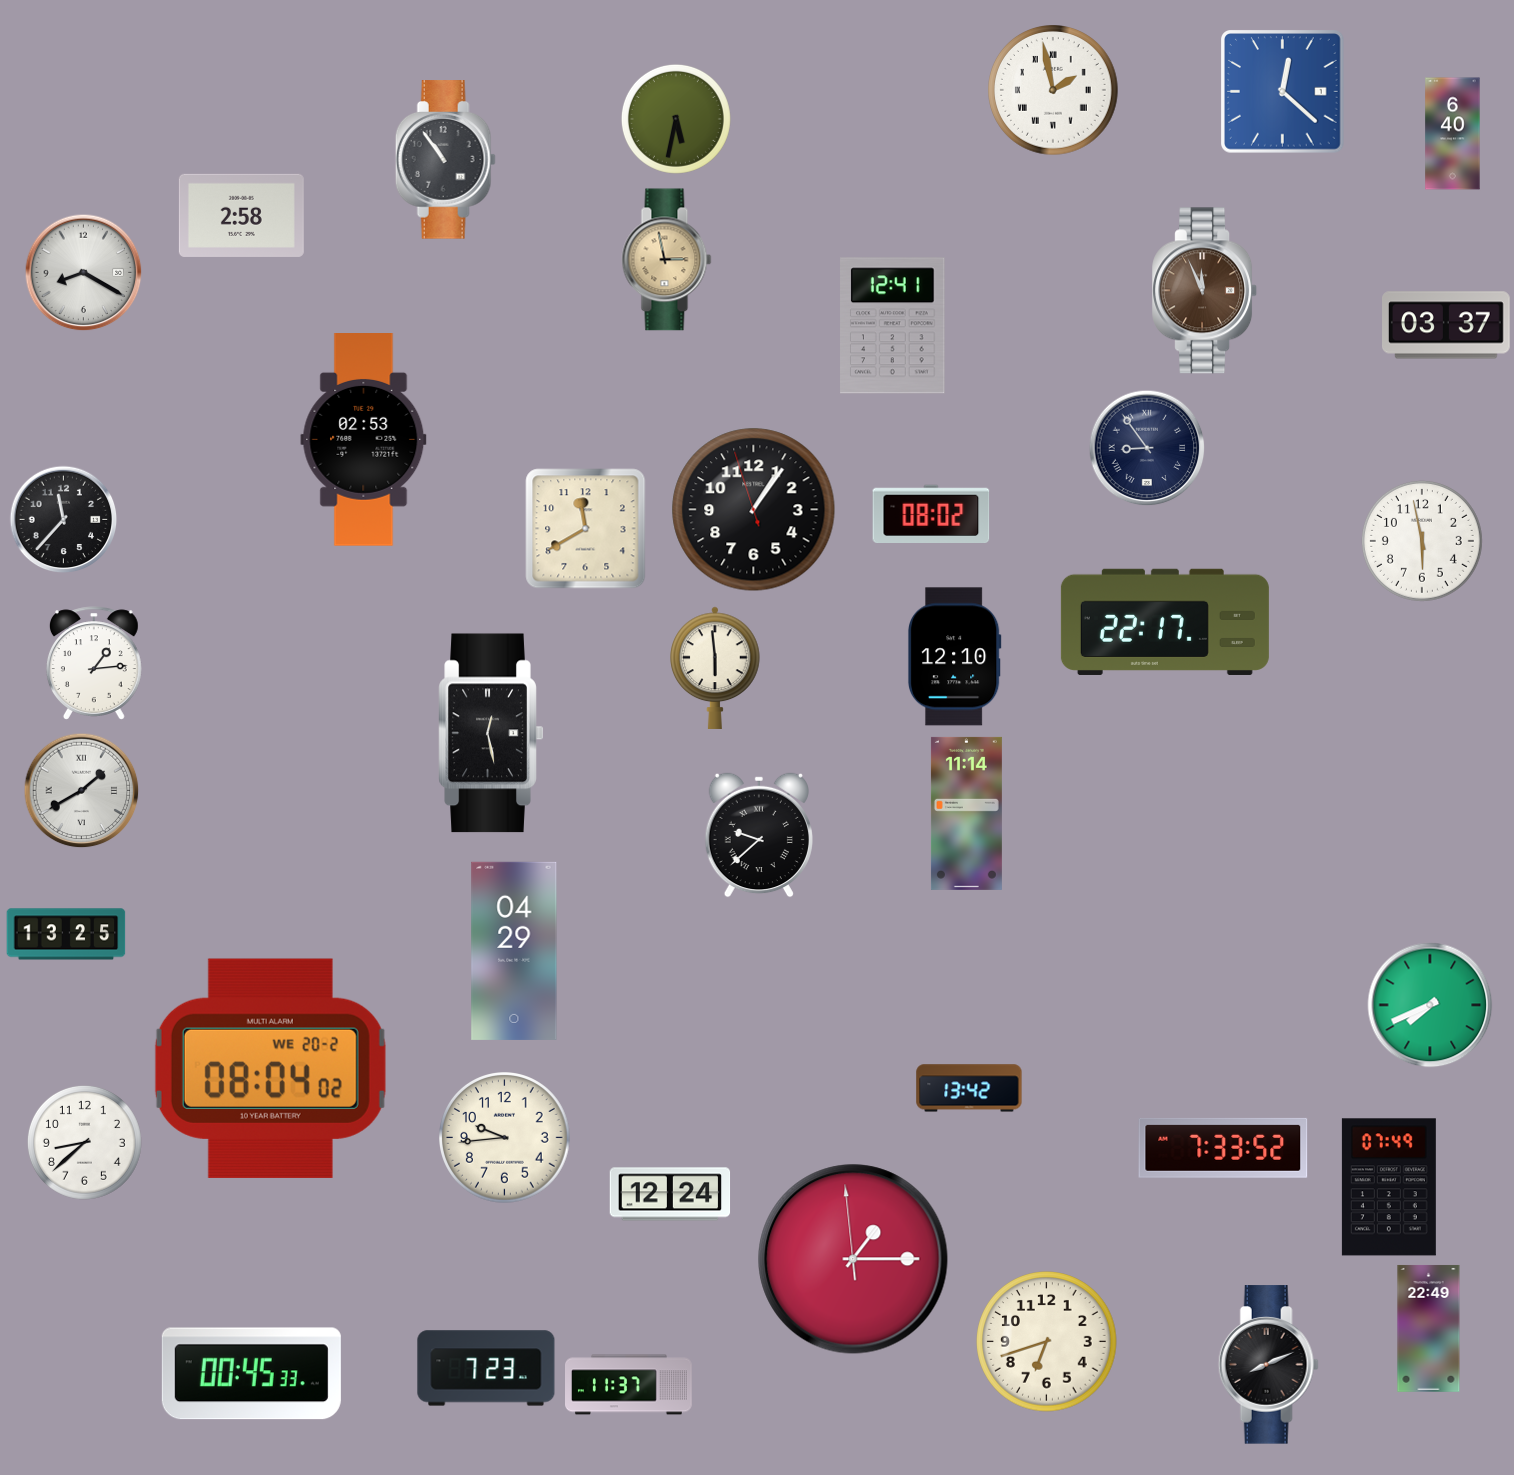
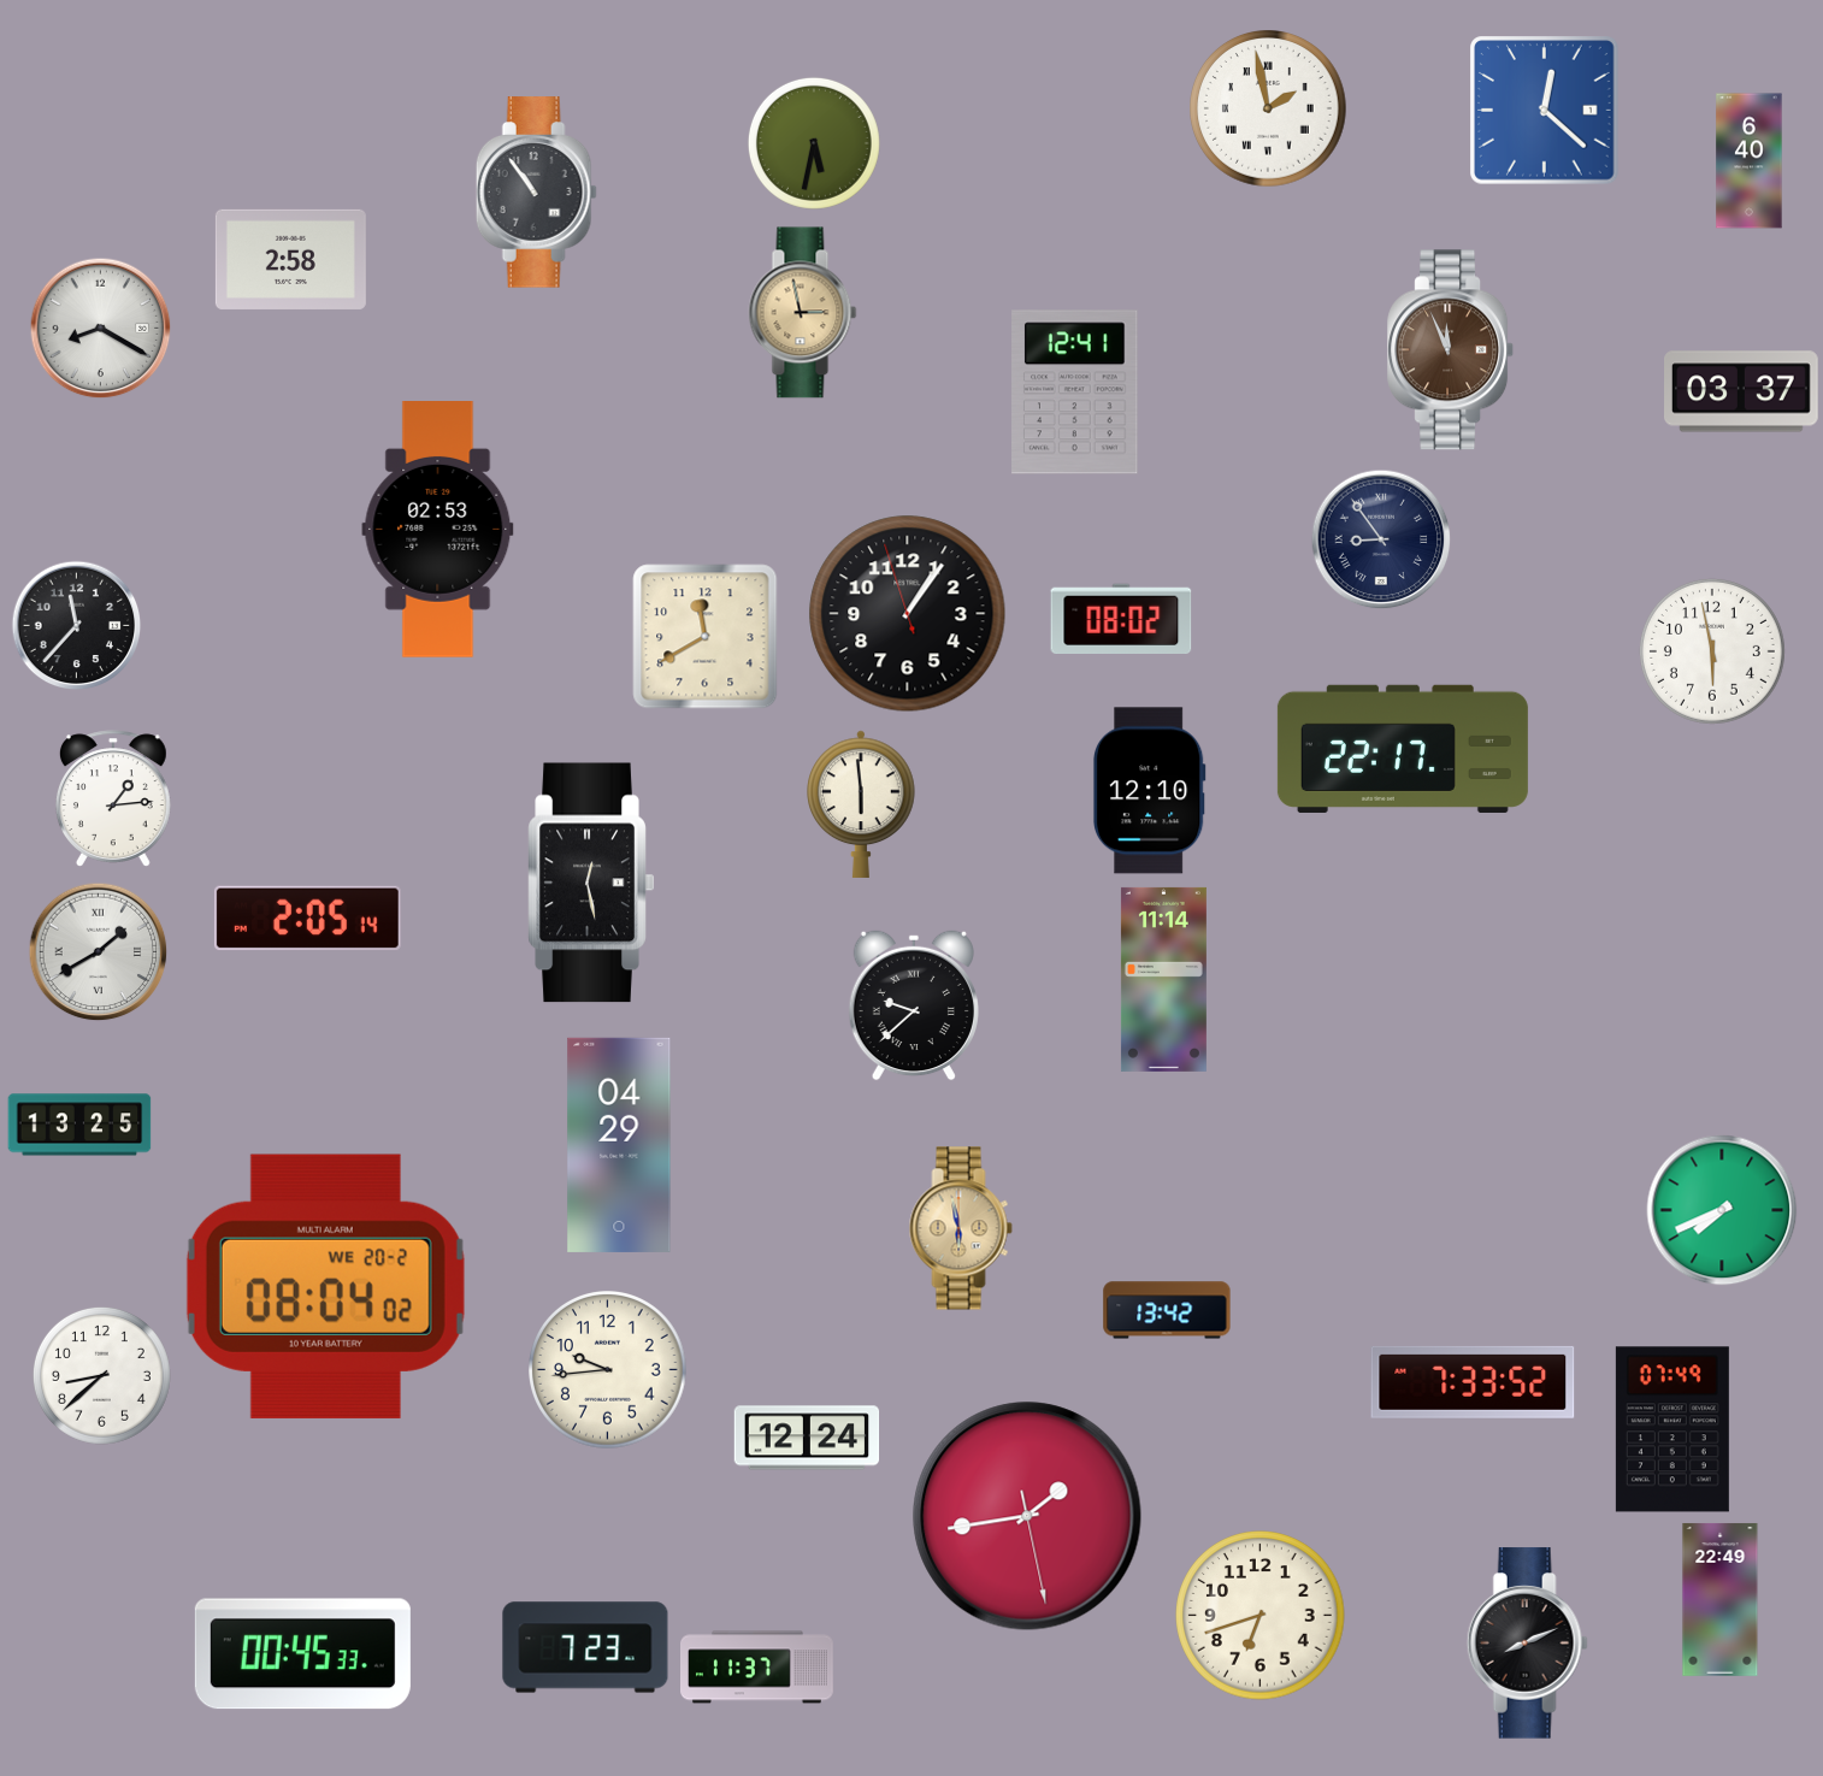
clock at (307, 919): none -> 2:05
clock at (961, 1228): none -> 5:58
clock at (853, 1259): 1:14 -> 1:43
